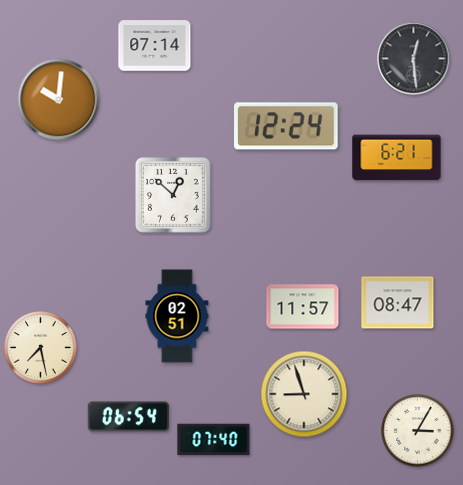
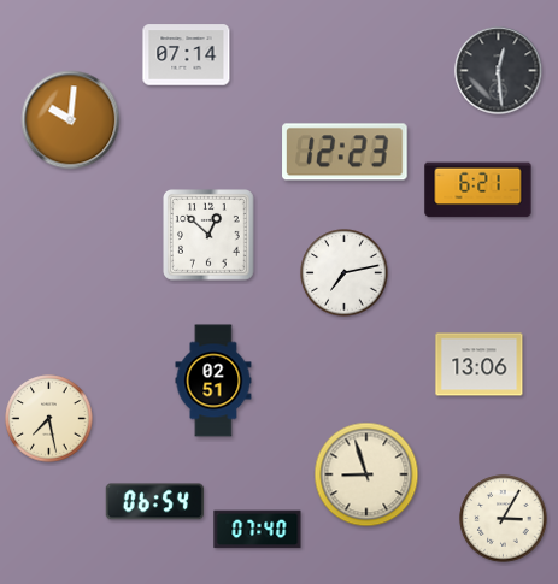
clock at (286, 126): 12:24 -> 12:23
clock at (345, 273): none -> 7:13
clock at (398, 303): 08:47 -> 13:06
clock at (303, 307): 11:57 -> none
